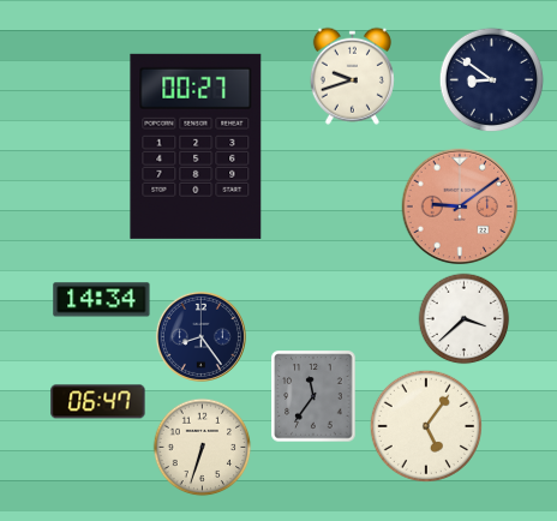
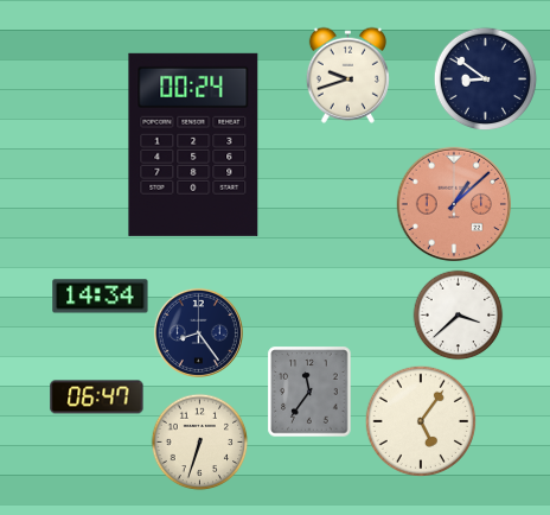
clock at (196, 146): 00:27 -> 00:24
clock at (460, 206): 9:09 -> 1:08
